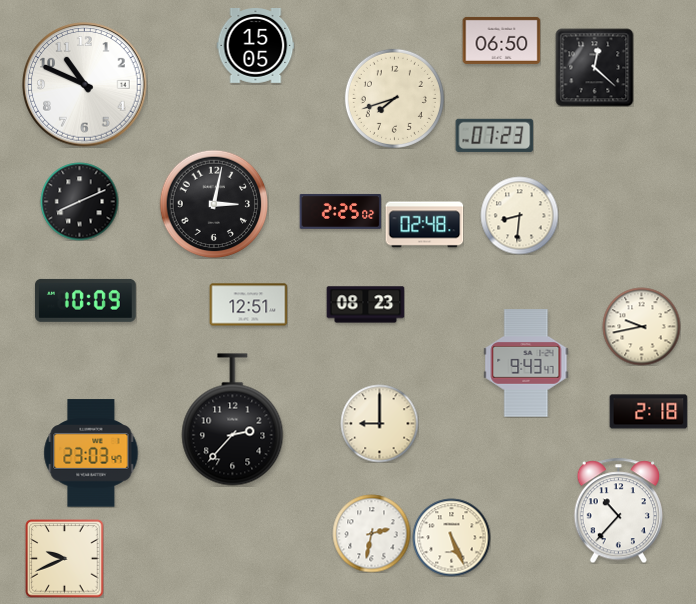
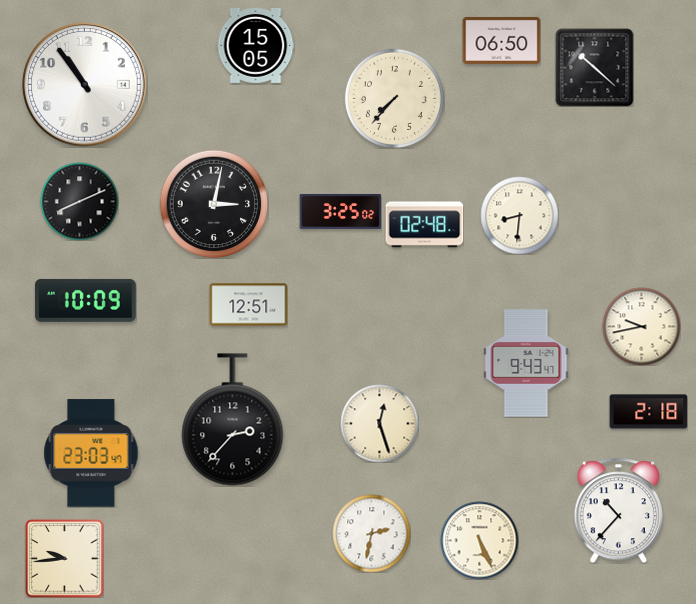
clock at (594, 67): 12:22 -> 10:22
clock at (85, 85): 10:49 -> 10:54
clock at (394, 98): 7:42 -> 7:37
clock at (494, 135): 07:23 -> none
clock at (340, 211): 2:25 -> 3:25
clock at (365, 305): 08:23 -> none
clock at (379, 423): 9:00 -> 12:27
clock at (451, 537) position: (451, 537) -> (479, 540)
clock at (64, 558): 9:41 -> 9:44
